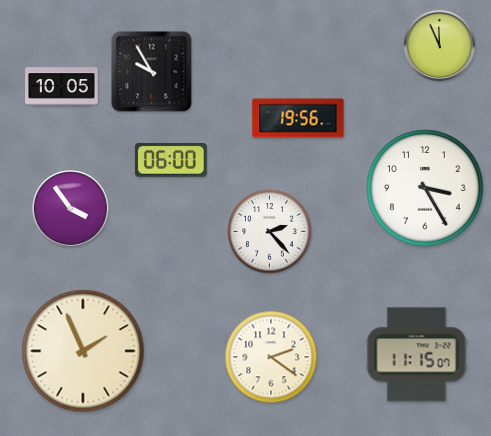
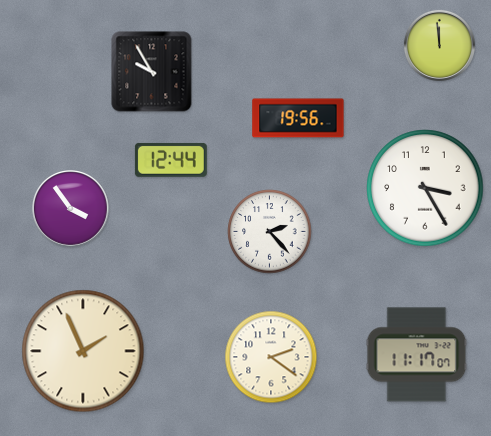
clock at (439, 45): 11:56 -> 11:59
clock at (62, 87): 10:05 -> none
clock at (171, 160): 06:00 -> 12:44
clock at (417, 355): 11:15 -> 11:17
